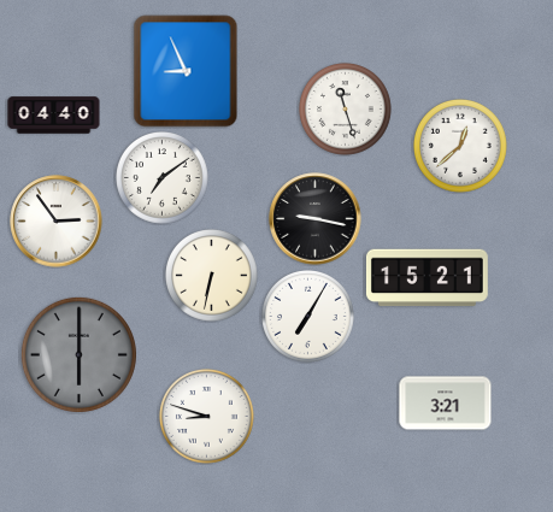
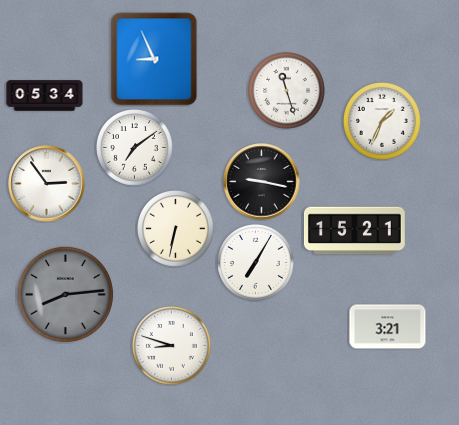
clock at (54, 116): 04:40 -> 05:34
clock at (461, 147): 12:38 -> 1:34
clock at (78, 354): 6:00 -> 8:14
clock at (446, 404) position: (446, 404) -> (388, 327)
